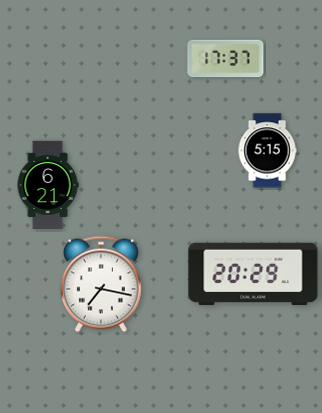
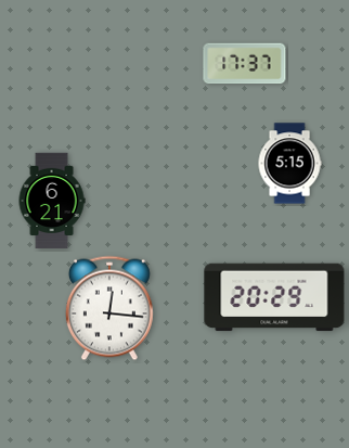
clock at (101, 284): 7:17 -> 12:16
